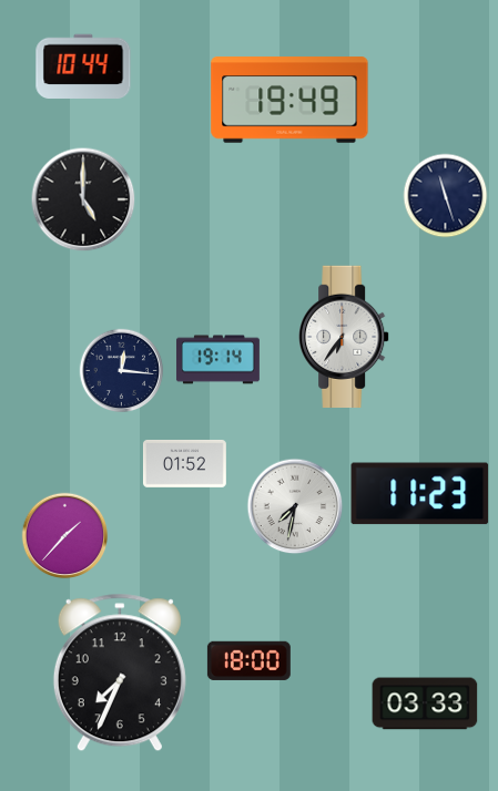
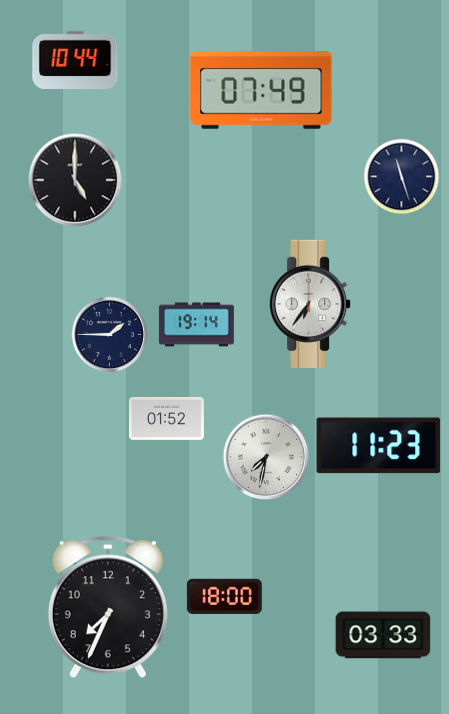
clock at (289, 100): 19:49 -> 07:49
clock at (122, 371): 12:16 -> 1:45
clock at (65, 536): 1:37 -> none
